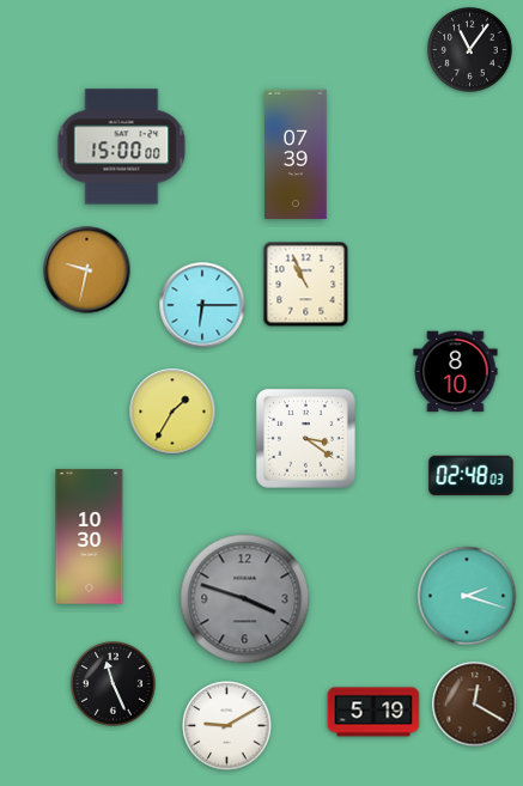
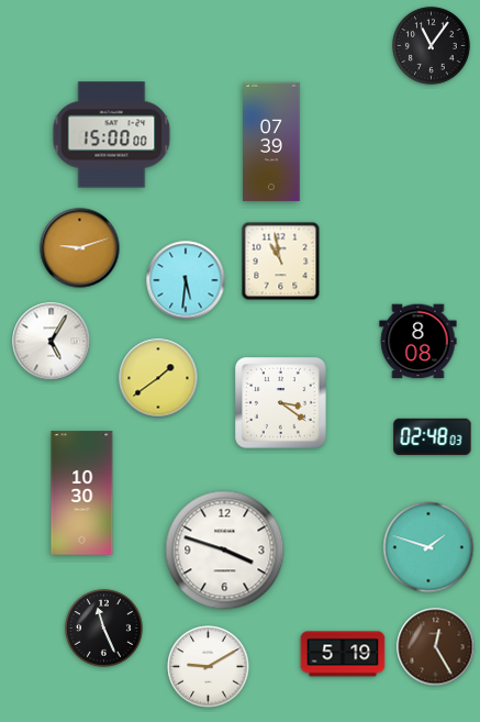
clock at (87, 270): 9:32 -> 9:12
clock at (306, 285): 10:56 -> 10:58
clock at (202, 305): 6:15 -> 5:31
clock at (52, 342): none -> 5:05
clock at (456, 372): 8:10 -> 8:08
clock at (172, 412): 1:35 -> 1:39
clock at (467, 596): 2:18 -> 1:48
clock at (245, 599) dial: grey -> white
clock at (475, 705): 12:20 -> 12:25
